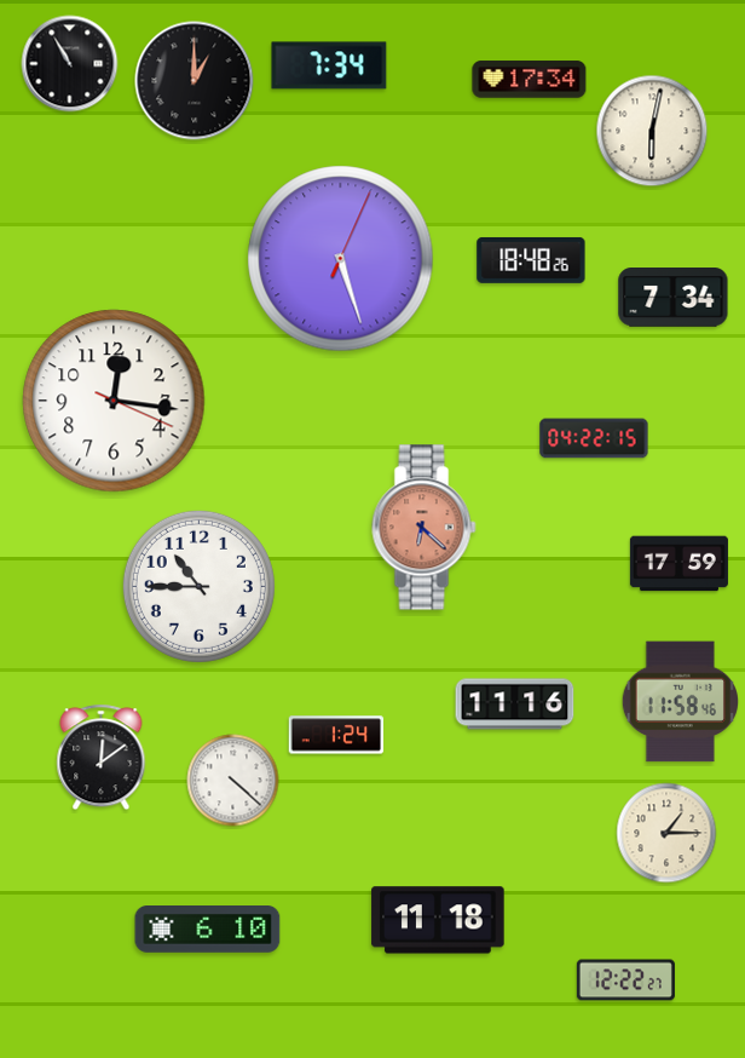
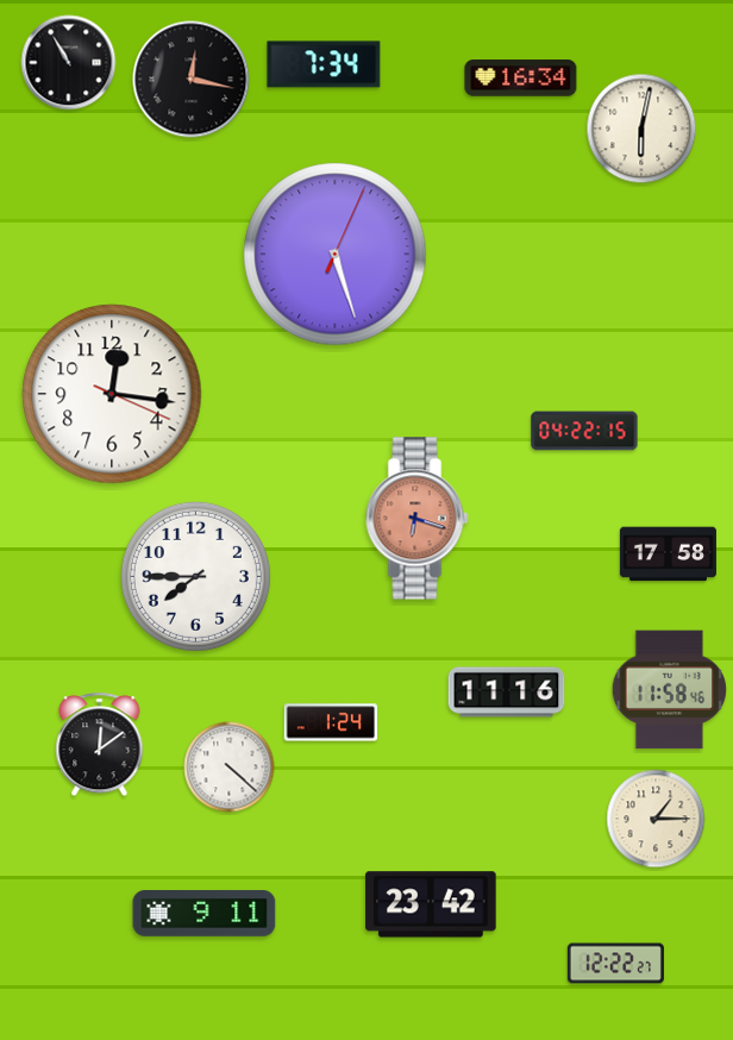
clock at (530, 80): 17:34 -> 16:34
clock at (195, 81): 1:00 -> 12:17
clock at (531, 260): 18:48 -> none
clock at (674, 298): 7:34 -> none
clock at (425, 528): 6:22 -> 6:18
clock at (678, 564): 17:59 -> 17:58
clock at (198, 586): 10:45 -> 7:45
clock at (438, 920): 11:18 -> 23:42
clock at (208, 930): 6:10 -> 9:11
